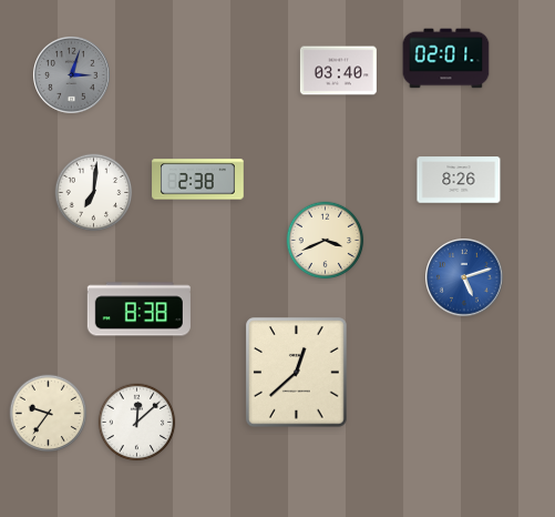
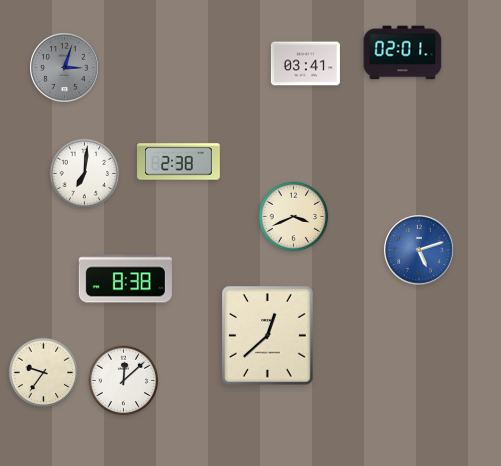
clock at (338, 71): 03:40 -> 03:41
clock at (459, 180): 8:26 -> none
